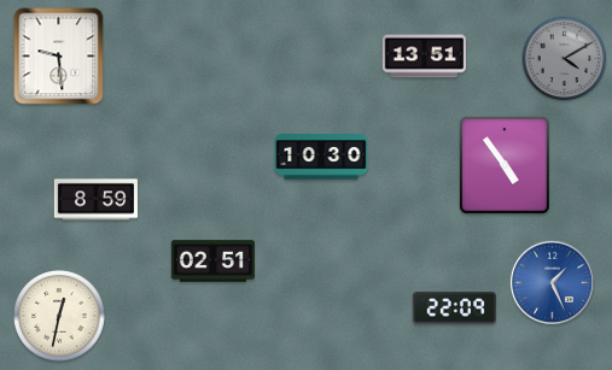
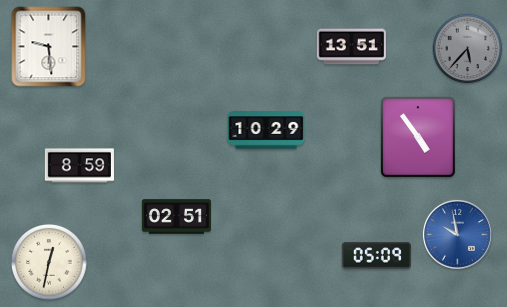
clock at (565, 59): 4:10 -> 5:37
clock at (321, 157): 10:30 -> 10:29
clock at (552, 282): 1:26 -> 9:58
clock at (454, 309): 22:09 -> 05:09
